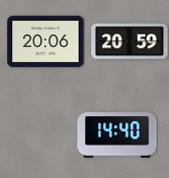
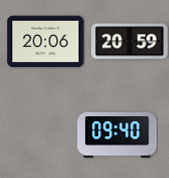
clock at (117, 135): 14:40 -> 09:40
